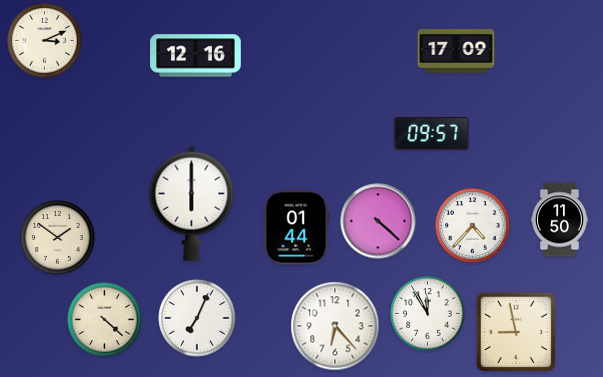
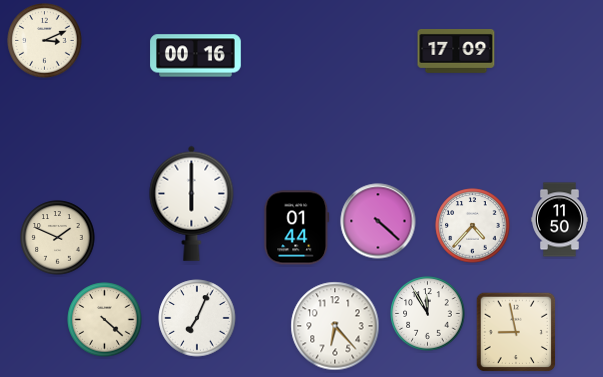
clock at (196, 56): 12:16 -> 00:16
clock at (432, 134): 09:57 -> none
clock at (58, 238): 1:51 -> 1:49
